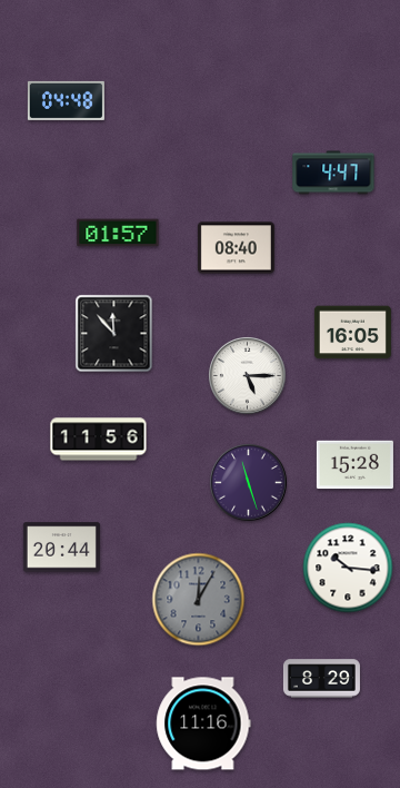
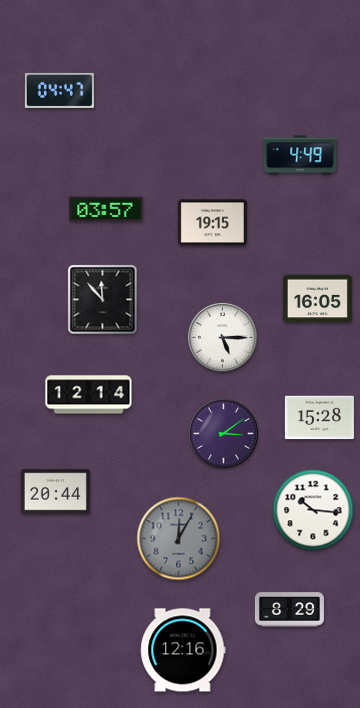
clock at (66, 100): 04:48 -> 04:47
clock at (333, 173): 4:47 -> 4:49
clock at (118, 233): 01:57 -> 03:57
clock at (236, 248): 08:40 -> 19:15
clock at (99, 440): 11:56 -> 12:14
clock at (249, 483): 11:27 -> 3:09
clock at (203, 723): 11:16 -> 12:16
